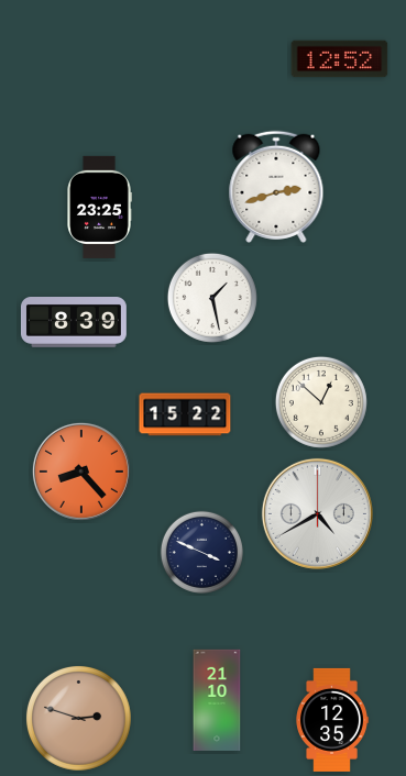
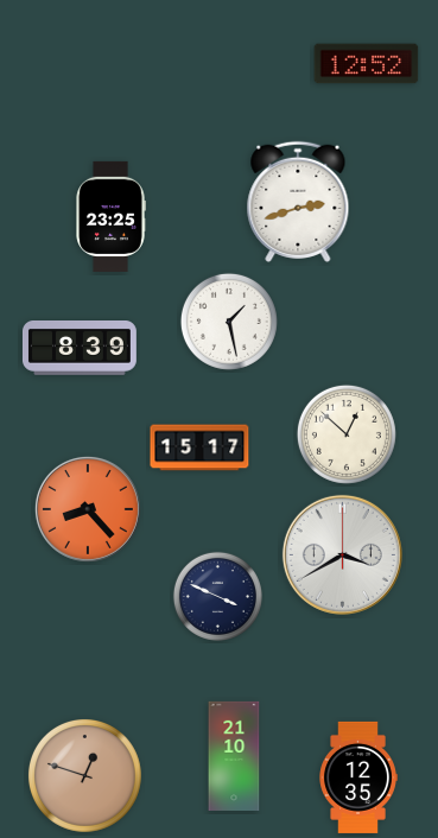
clock at (99, 207) position: (99, 207) -> (110, 216)
clock at (185, 414): 15:22 -> 15:17
clock at (317, 513): 4:40 -> 3:40
clock at (78, 718): 2:48 -> 12:48
